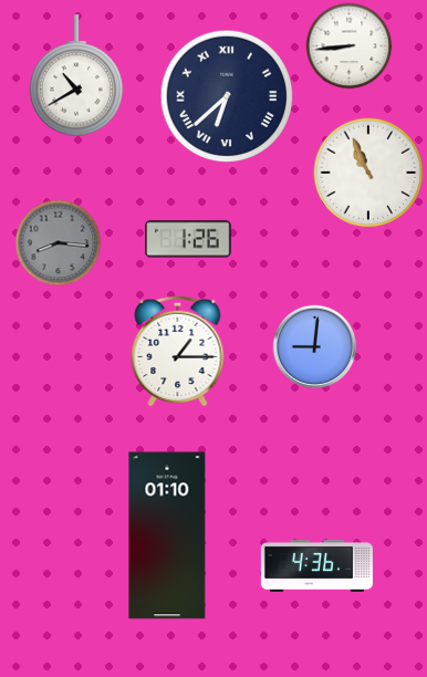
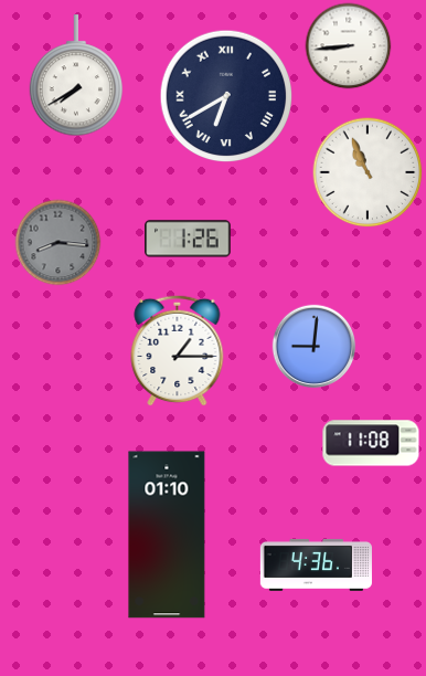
clock at (76, 76): 10:40 -> 7:40
clock at (227, 96): 6:38 -> 6:40
clock at (371, 443): none -> 11:08
